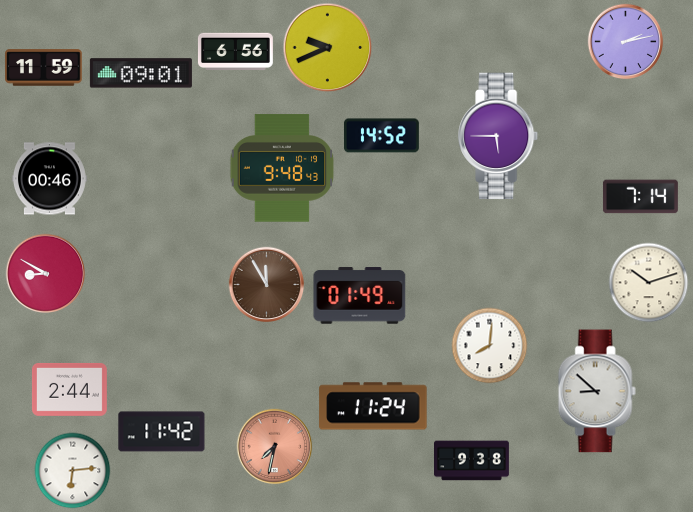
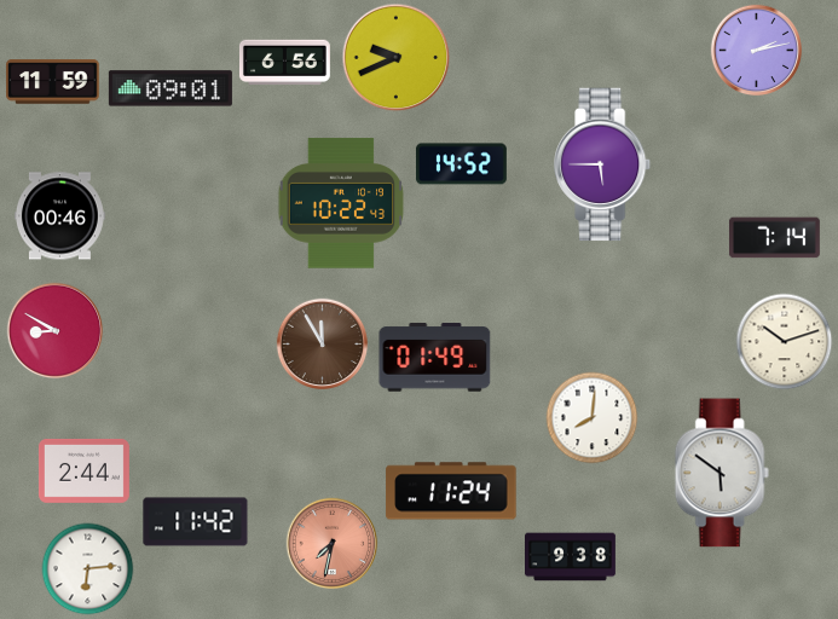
clock at (282, 168): 9:48 -> 10:22
clock at (597, 391): 8:52 -> 5:51
clock at (275, 447) position: (275, 447) -> (333, 544)
